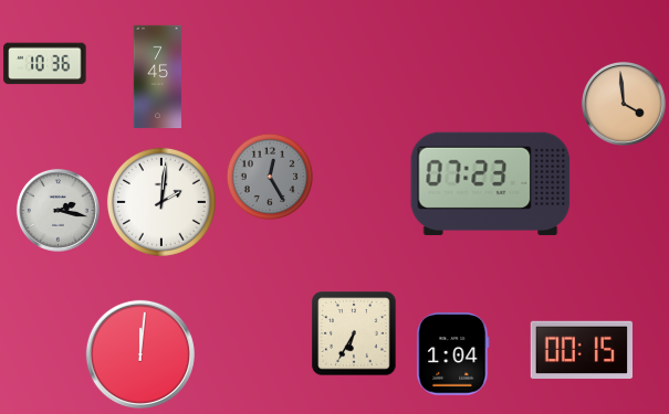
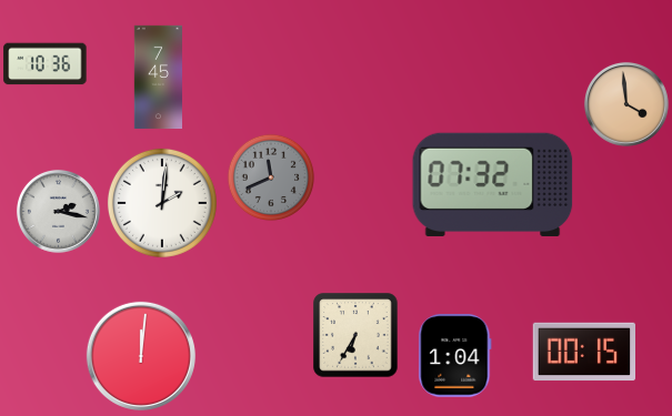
clock at (269, 176): 12:25 -> 11:41
clock at (491, 183): 07:23 -> 07:32
